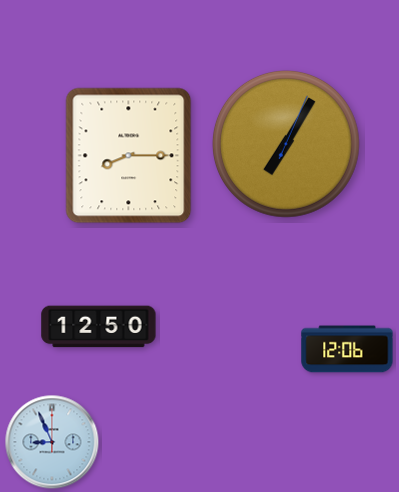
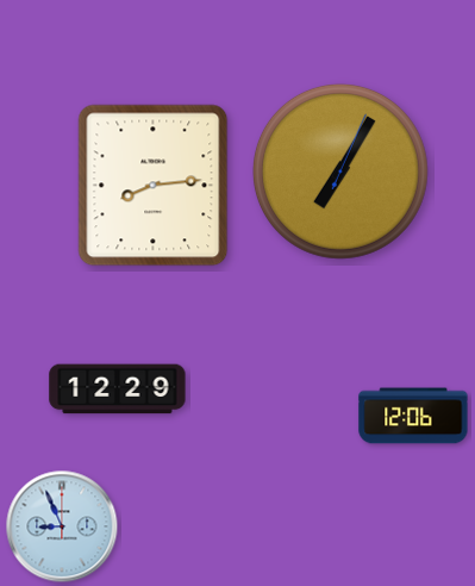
clock at (129, 156): 8:15 -> 8:14
clock at (99, 327): 12:50 -> 12:29
